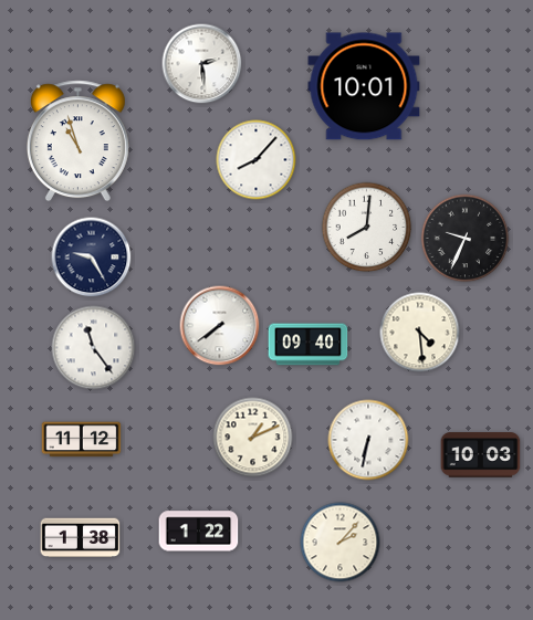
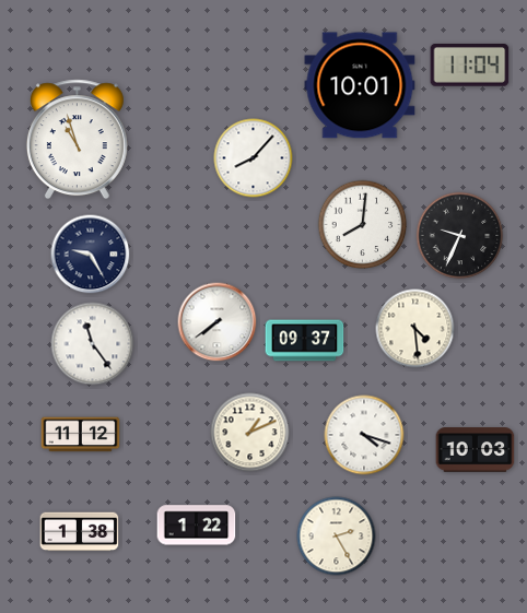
clock at (202, 64): 2:29 -> none
clock at (470, 66): none -> 11:04
clock at (309, 345): 09:40 -> 09:37
clock at (368, 440): 6:32 -> 4:18
clock at (341, 543): 2:07 -> 2:25
